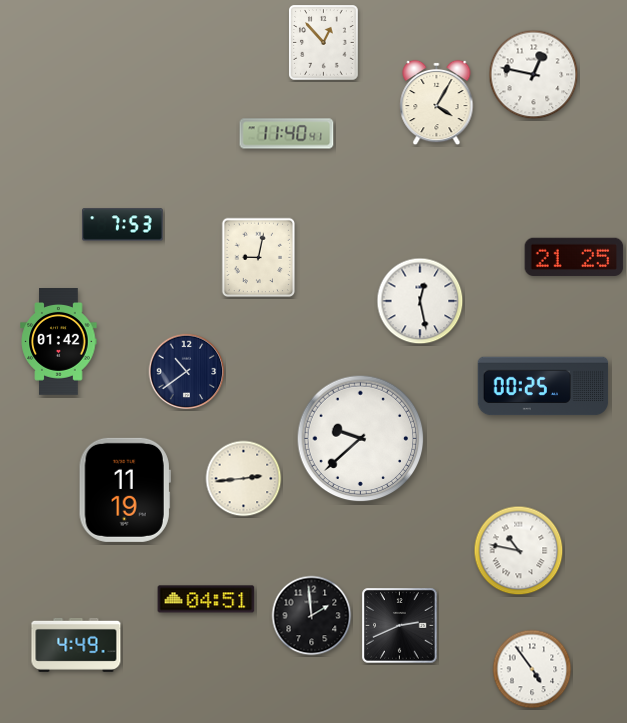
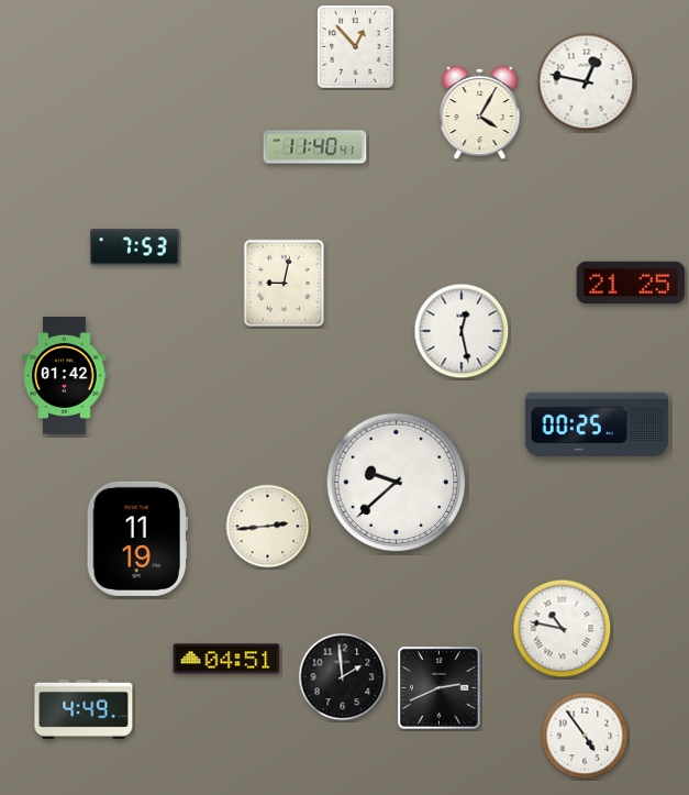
clock at (187, 372): 10:39 -> none
clock at (519, 551) position: (519, 551) -> (563, 629)
